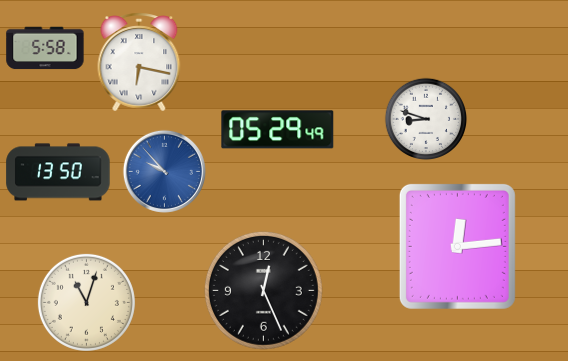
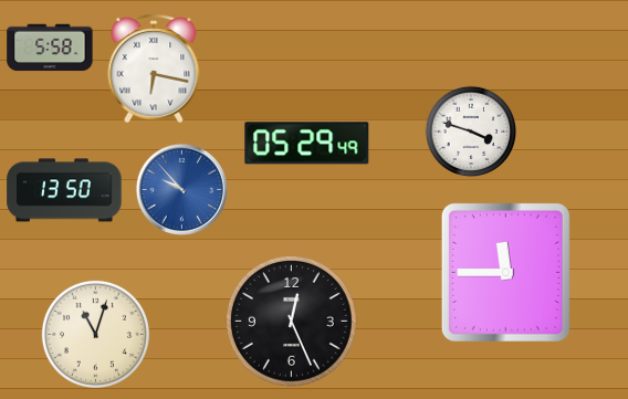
clock at (45, 48) position: (45, 48) -> (50, 48)
clock at (426, 119): 8:48 -> 3:48
clock at (457, 246): 12:14 -> 11:45
